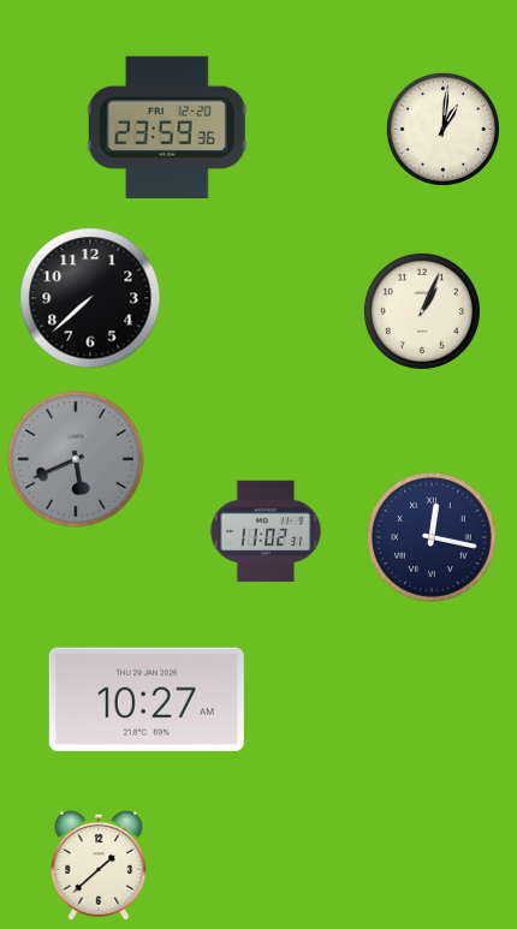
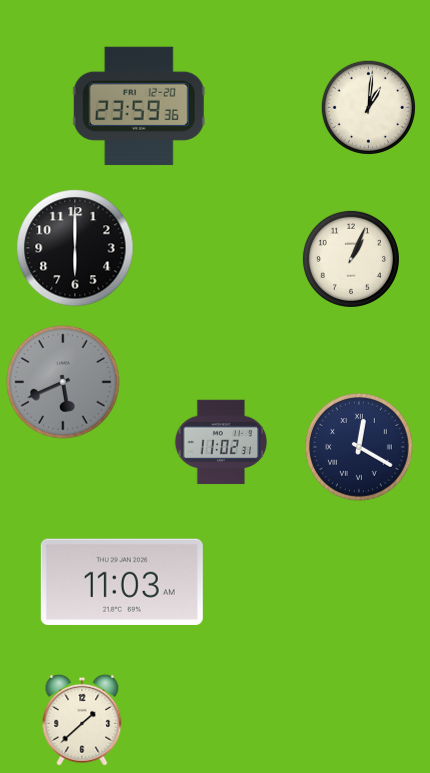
clock at (90, 298): 7:38 -> 6:00
clock at (432, 537): 12:17 -> 12:20
clock at (147, 699): 10:27 -> 11:03
